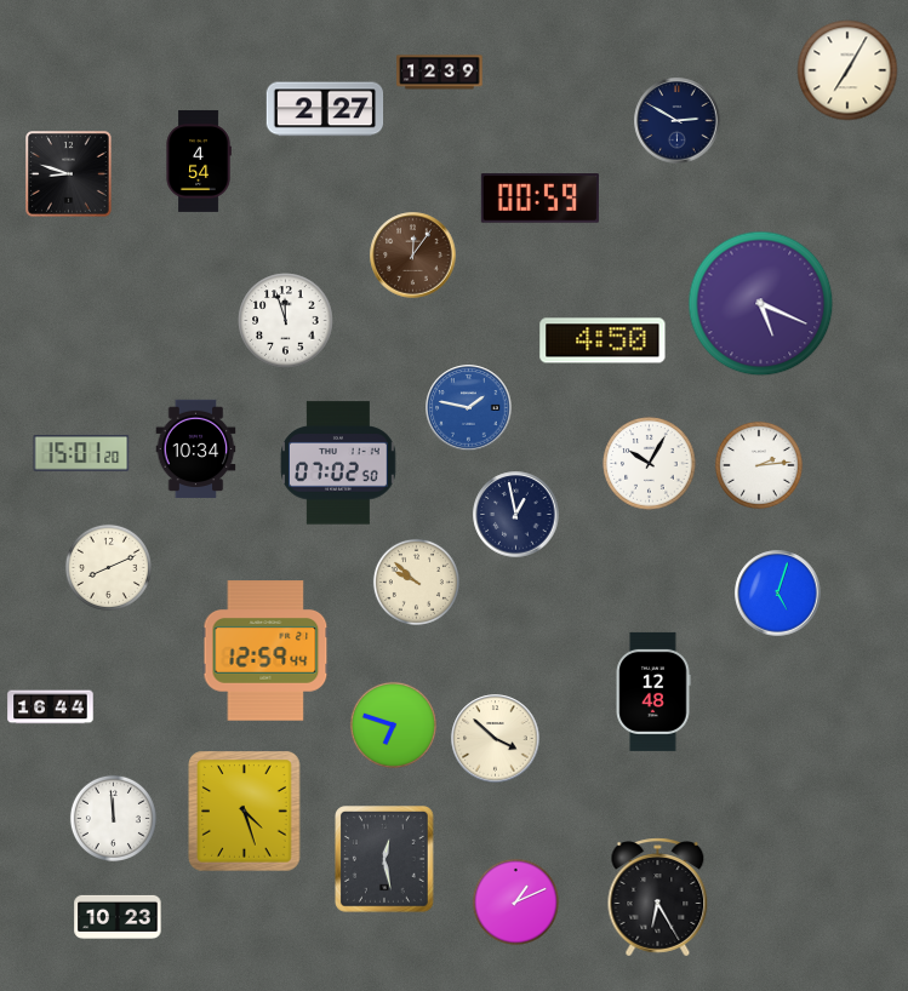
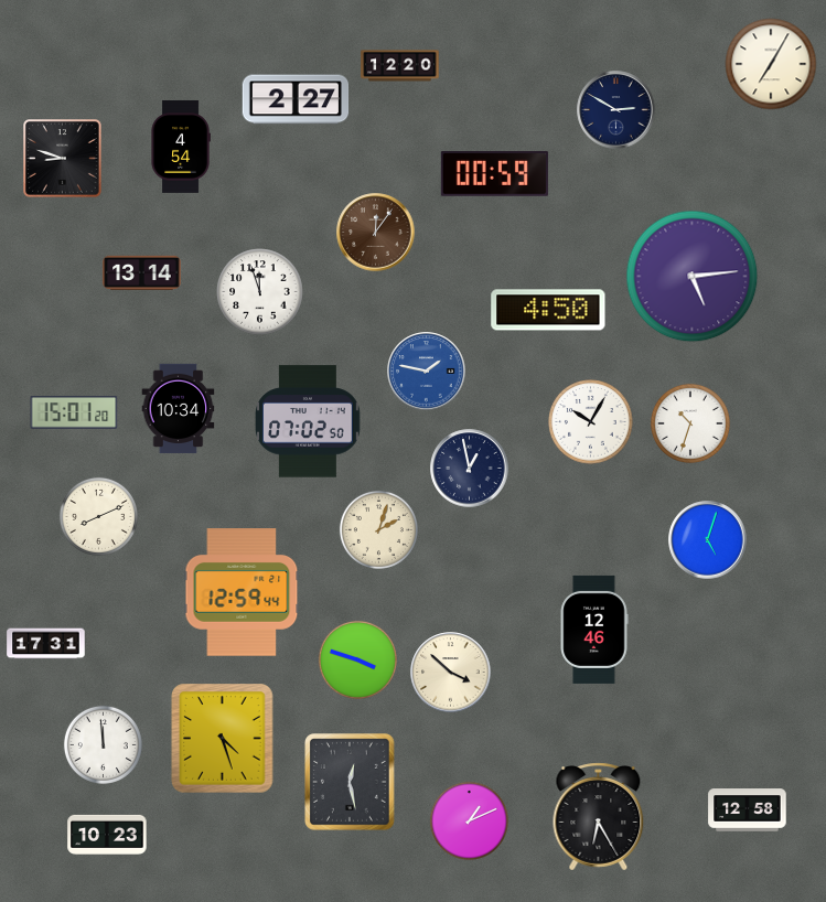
clock at (440, 73): 12:39 -> 12:20
clock at (539, 199) position: (539, 199) -> (494, 174)
clock at (142, 272): none -> 13:14
clock at (761, 304): 5:19 -> 5:14
clock at (759, 465): 2:14 -> 10:33
clock at (416, 582): 9:52 -> 2:03
clock at (653, 692): 12:48 -> 12:46
clock at (51, 708): 16:44 -> 17:31
clock at (393, 724): 6:48 -> 3:48
clock at (748, 810): none -> 12:58
